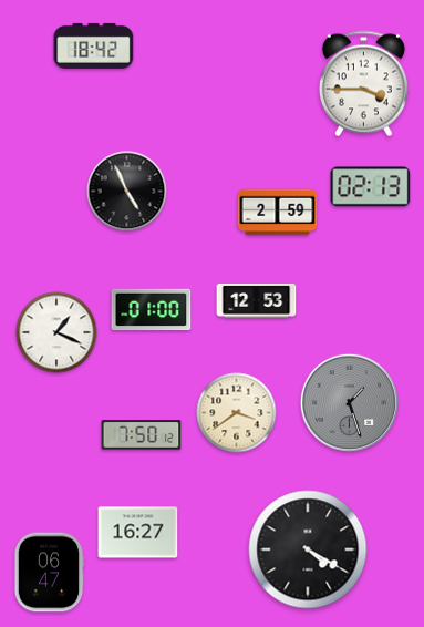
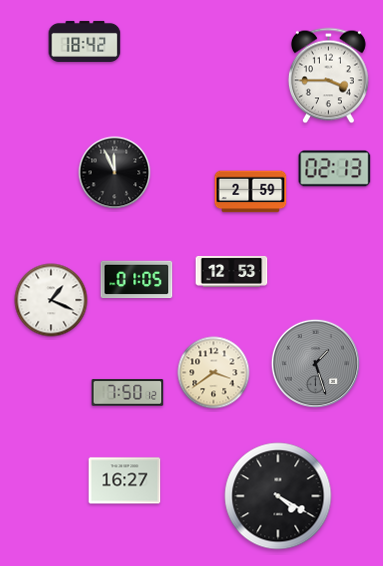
clock at (127, 192): 4:56 -> 11:56
clock at (152, 310): 01:00 -> 01:05
clock at (49, 573): 06:47 -> none
